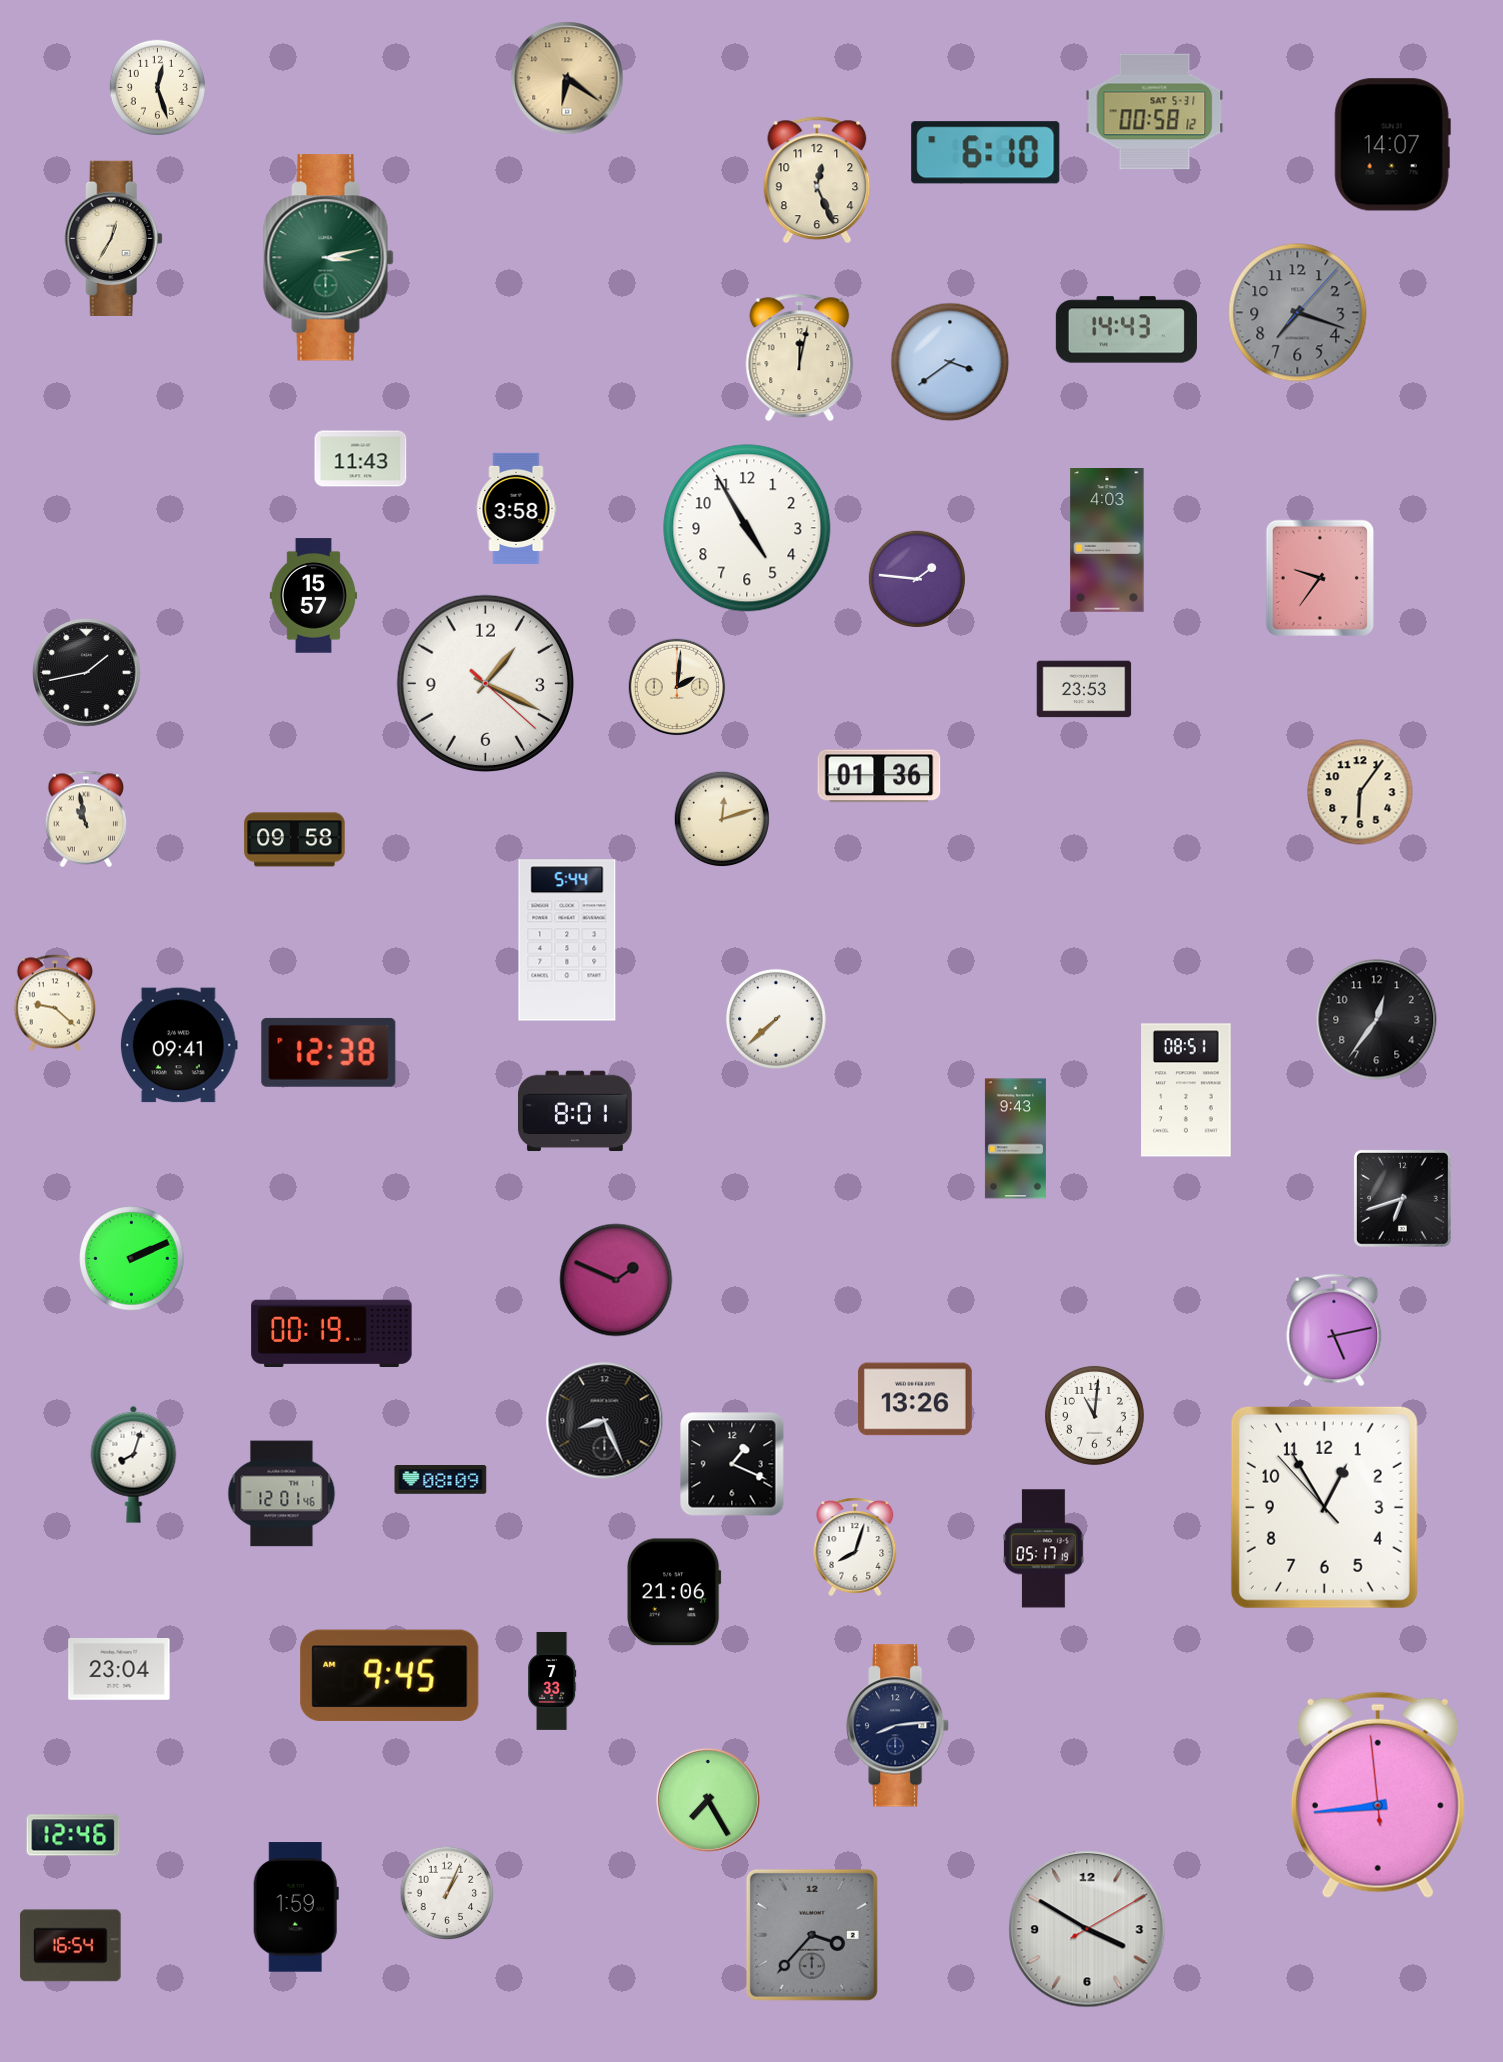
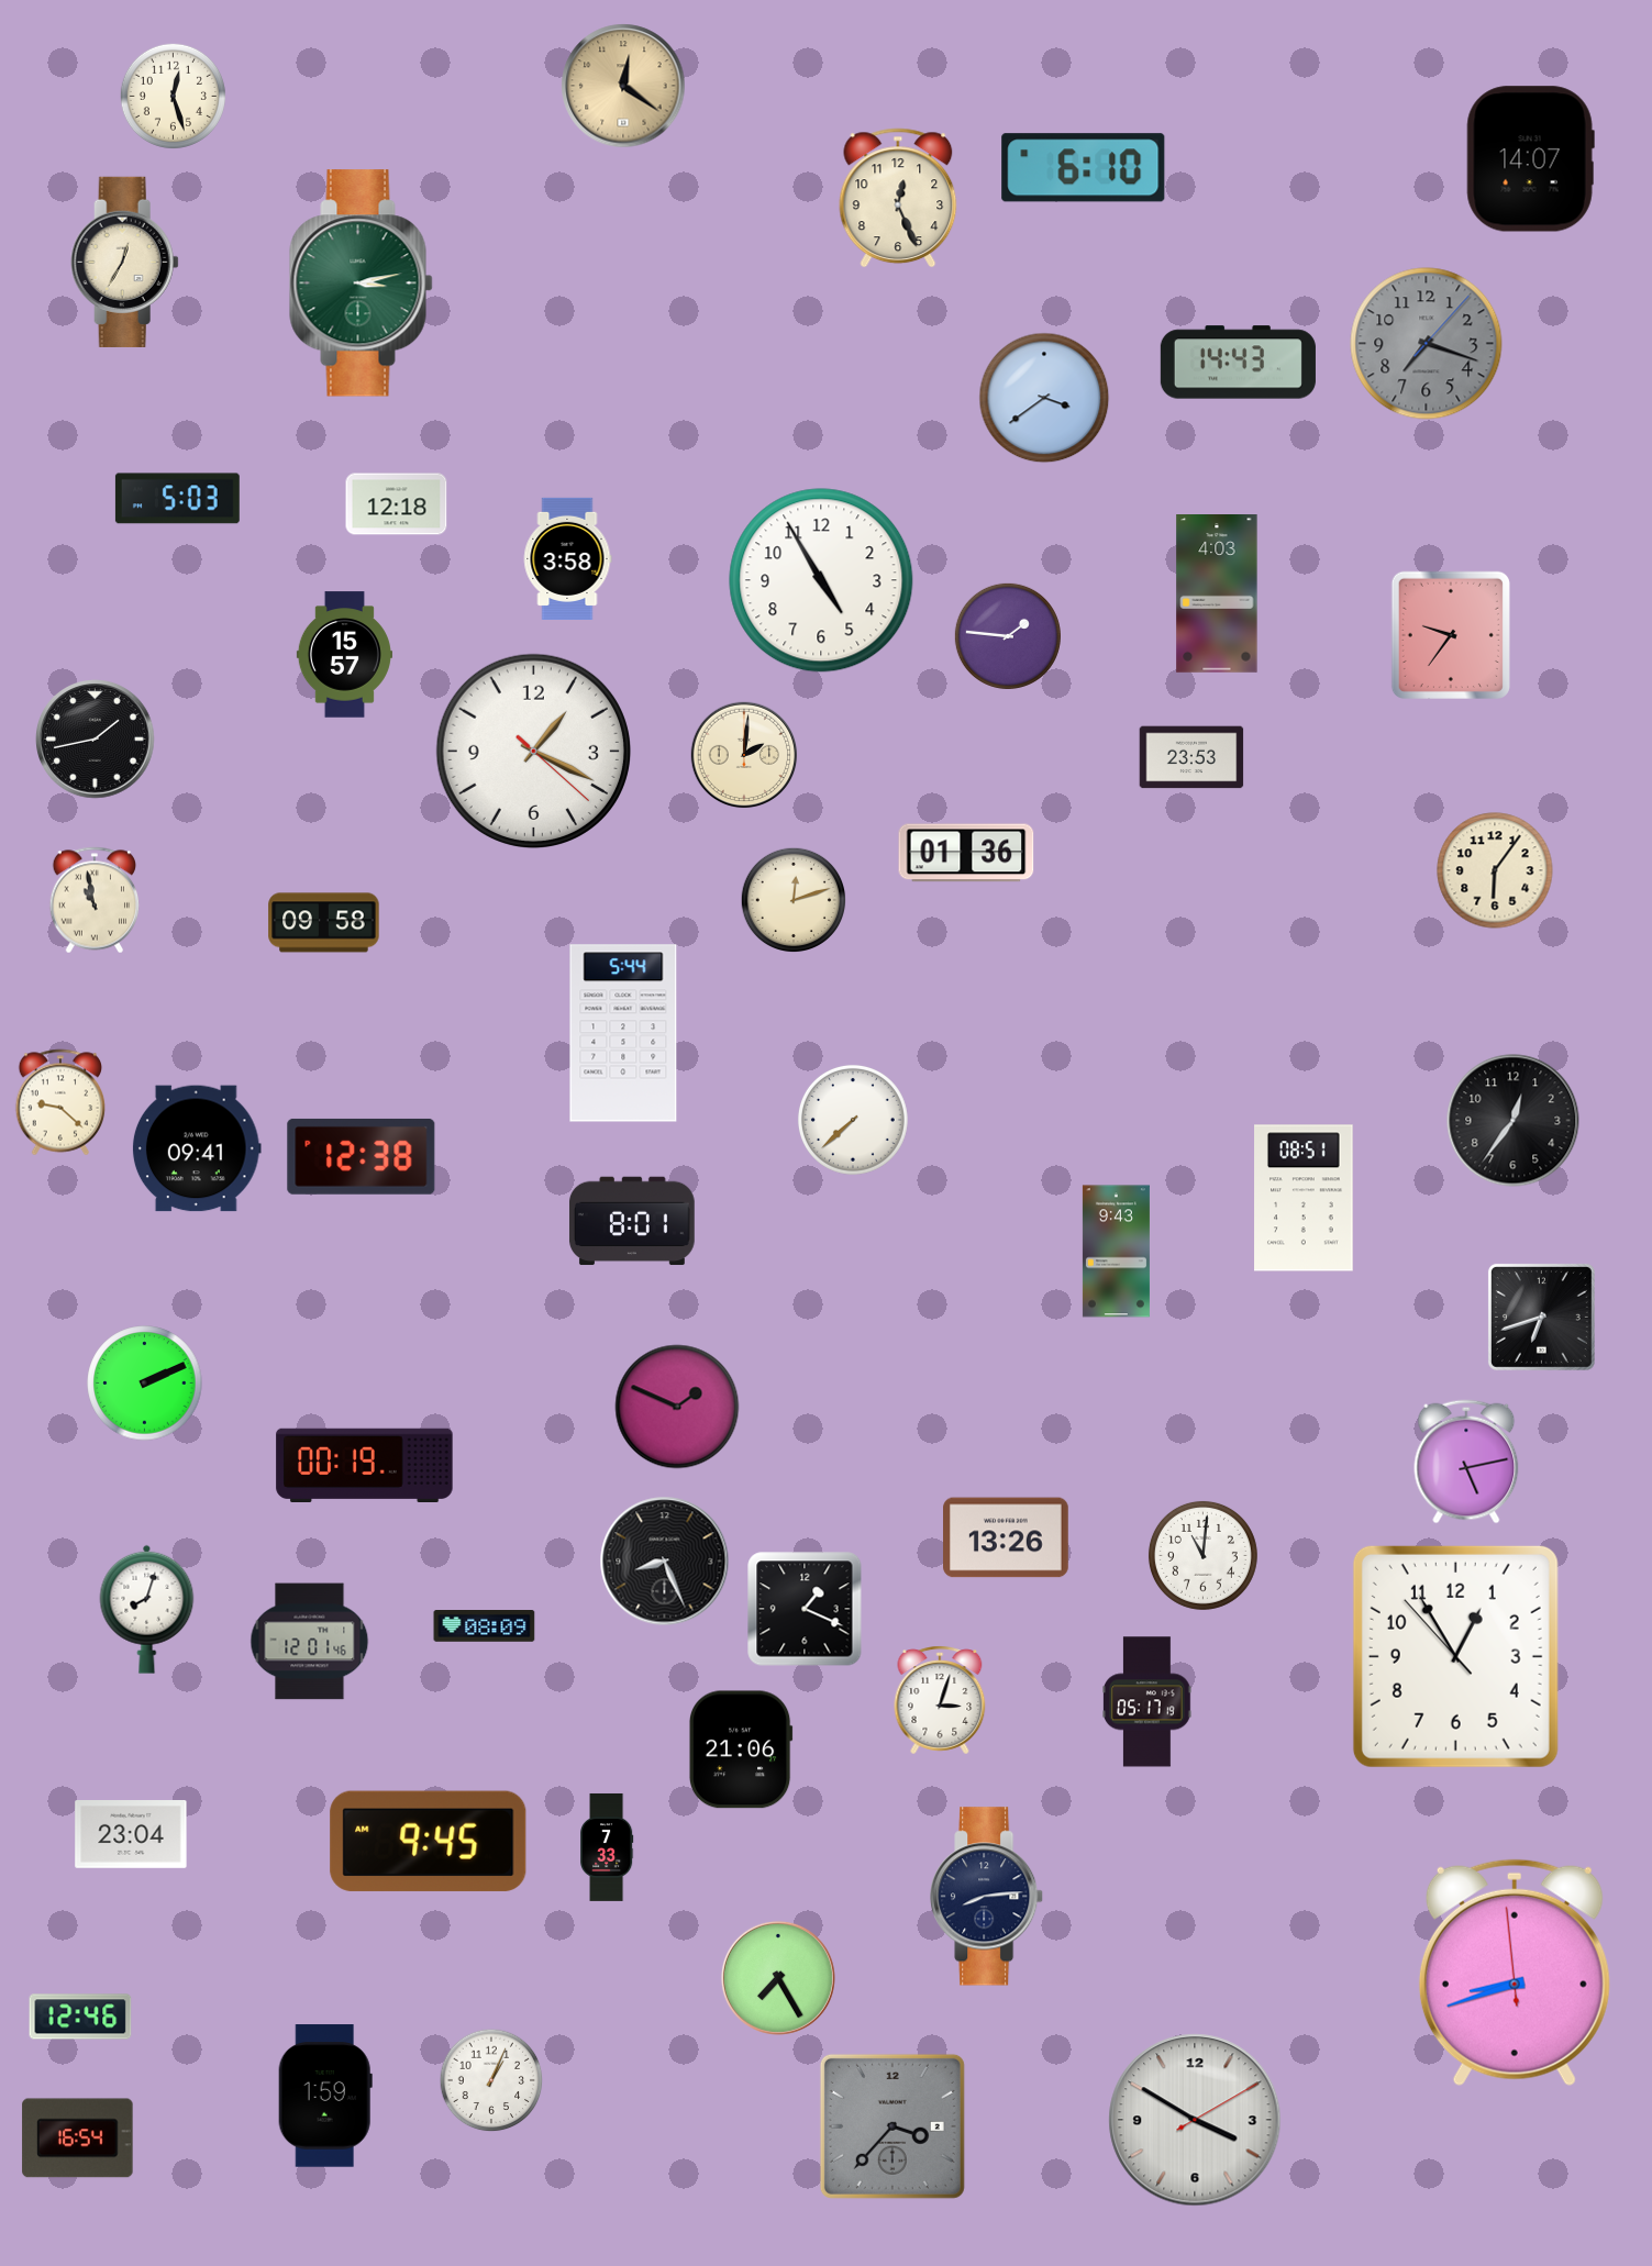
clock at (567, 78): 6:21 -> 12:21
clock at (1155, 112): 00:58 -> none
clock at (800, 358): 12:02 -> none
clock at (177, 499): none -> 5:03
clock at (361, 459): 11:43 -> 12:18
clock at (855, 1547): 8:03 -> 3:03
clock at (1378, 1795): 8:43 -> 8:41
